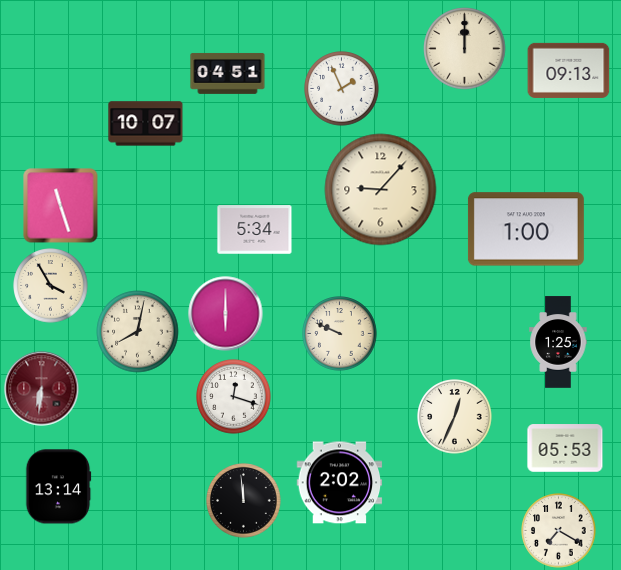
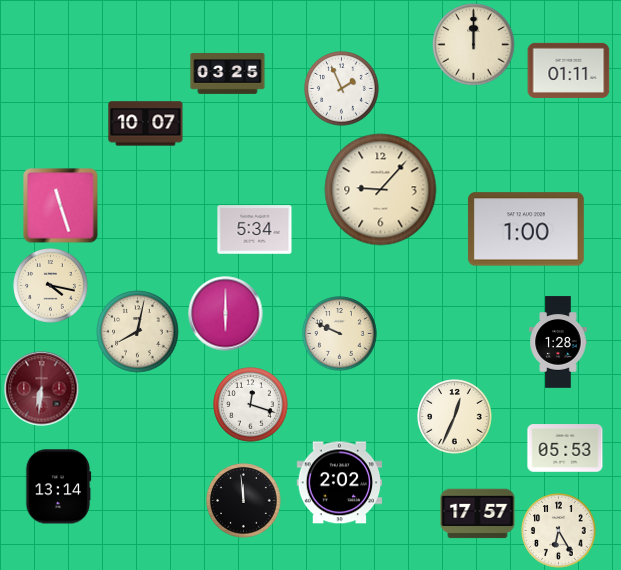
clock at (465, 49) position: (465, 49) -> (474, 45)
clock at (569, 70): 09:13 -> 01:11
clock at (228, 73): 04:51 -> 03:25
clock at (51, 286): 3:55 -> 4:17
clock at (558, 342): 1:25 -> 1:28
clock at (234, 397) position: (234, 397) -> (251, 405)
clock at (478, 514): none -> 17:57
clock at (559, 531): 7:20 -> 6:25
